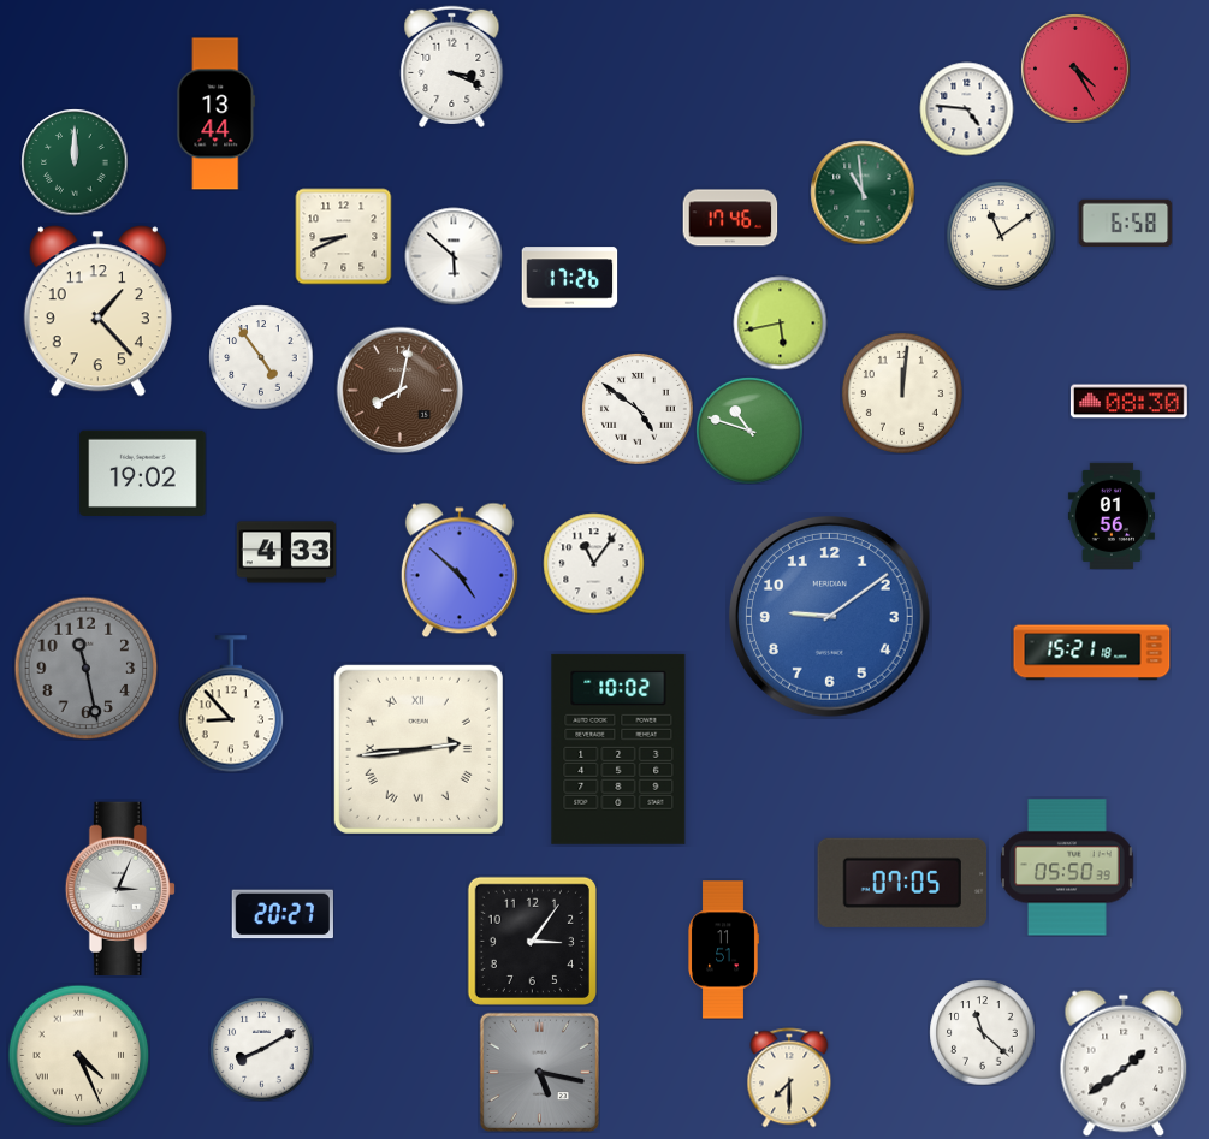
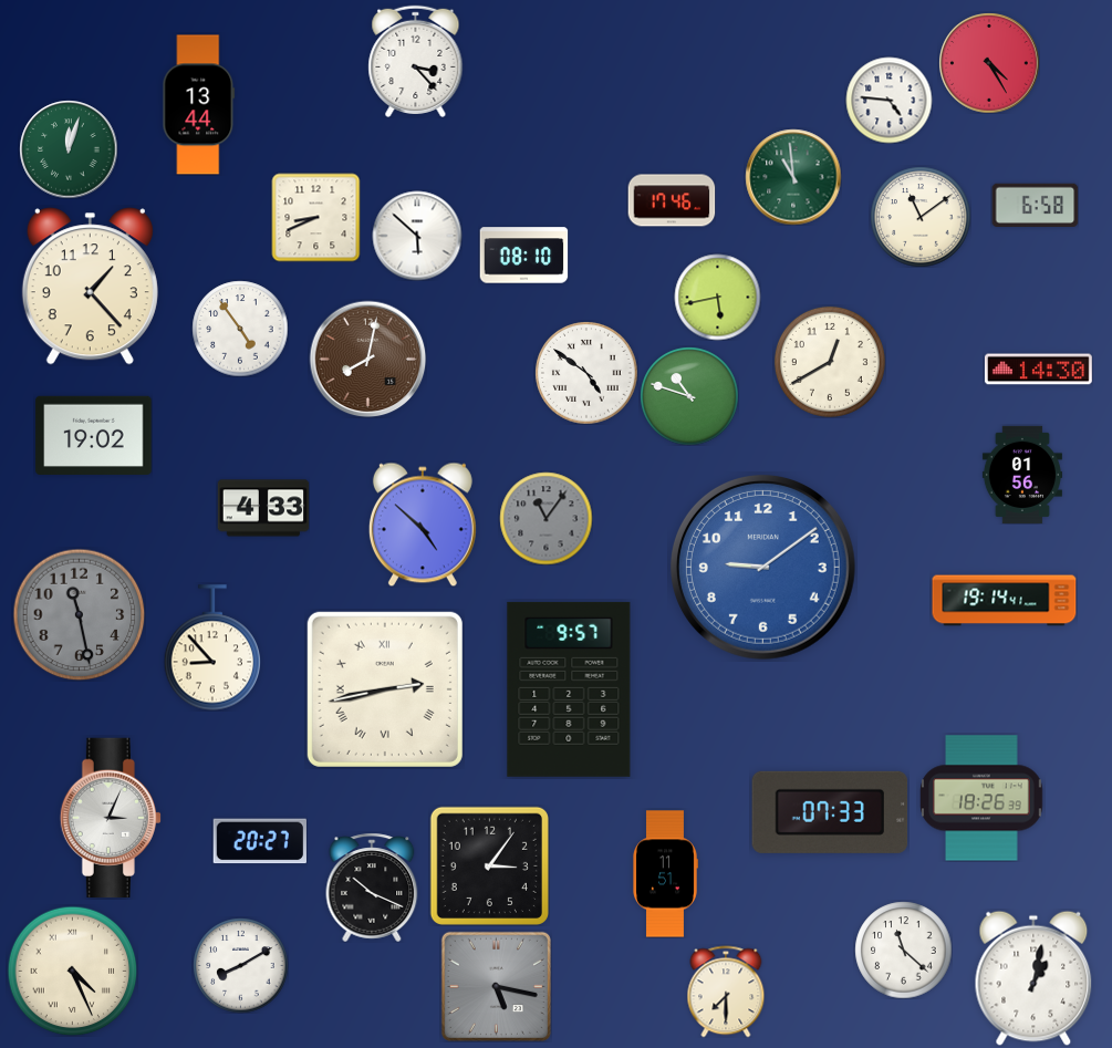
clock at (452, 66): 3:19 -> 3:23
clock at (75, 162): 12:00 -> 12:03
clock at (569, 278): 17:26 -> 08:10
clock at (902, 393): 12:01 -> 12:40
clock at (1128, 402): 08:30 -> 14:30
clock at (638, 409) position: (638, 409) -> (586, 373)
clock at (143, 473) position: (143, 473) -> (94, 435)
clock at (593, 563) dial: white -> grey
clock at (1092, 653): 15:21 -> 19:14
clock at (419, 749): 2:44 -> 2:43
clock at (618, 749): 10:02 -> 9:57
clock at (1067, 867): 05:50 -> 18:26
clock at (902, 883): 07:05 -> 07:33
clock at (372, 888): none -> 10:19
clock at (1124, 1063): 1:39 -> 1:02
